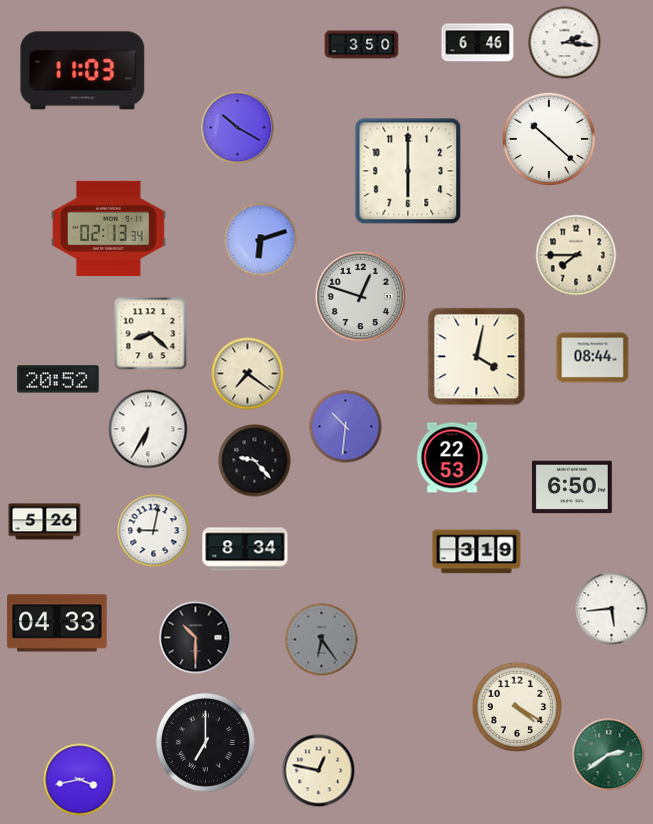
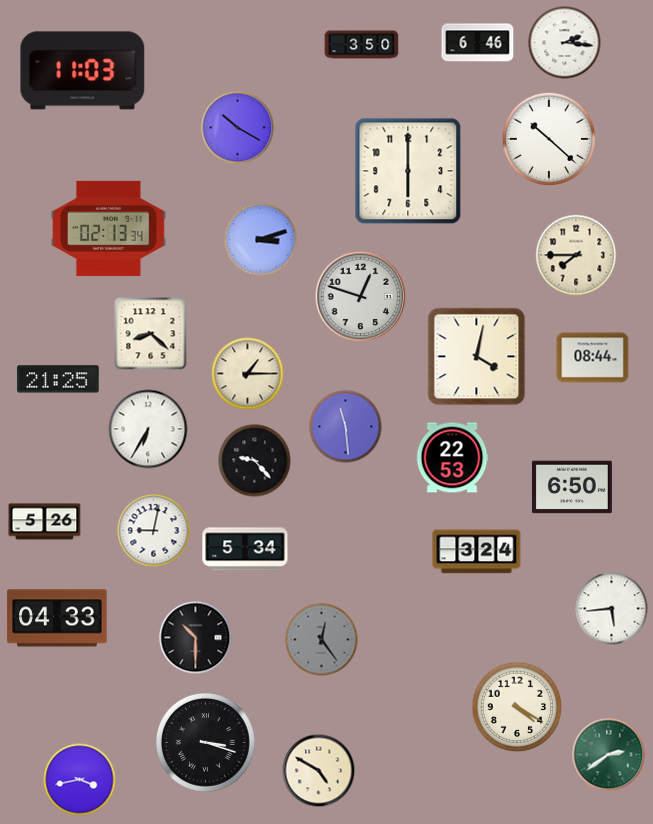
clock at (261, 240): 6:12 -> 3:12
clock at (248, 374): 7:21 -> 1:15
clock at (58, 379): 20:52 -> 21:25
clock at (346, 427): 10:31 -> 11:29
clock at (245, 549): 8:34 -> 5:34
clock at (477, 552): 3:19 -> 3:24
clock at (57, 623) position: (57, 623) -> (57, 618)
clock at (322, 640): 6:24 -> 12:24
clock at (205, 742): 7:00 -> 3:18
clock at (319, 771): 12:47 -> 4:50
